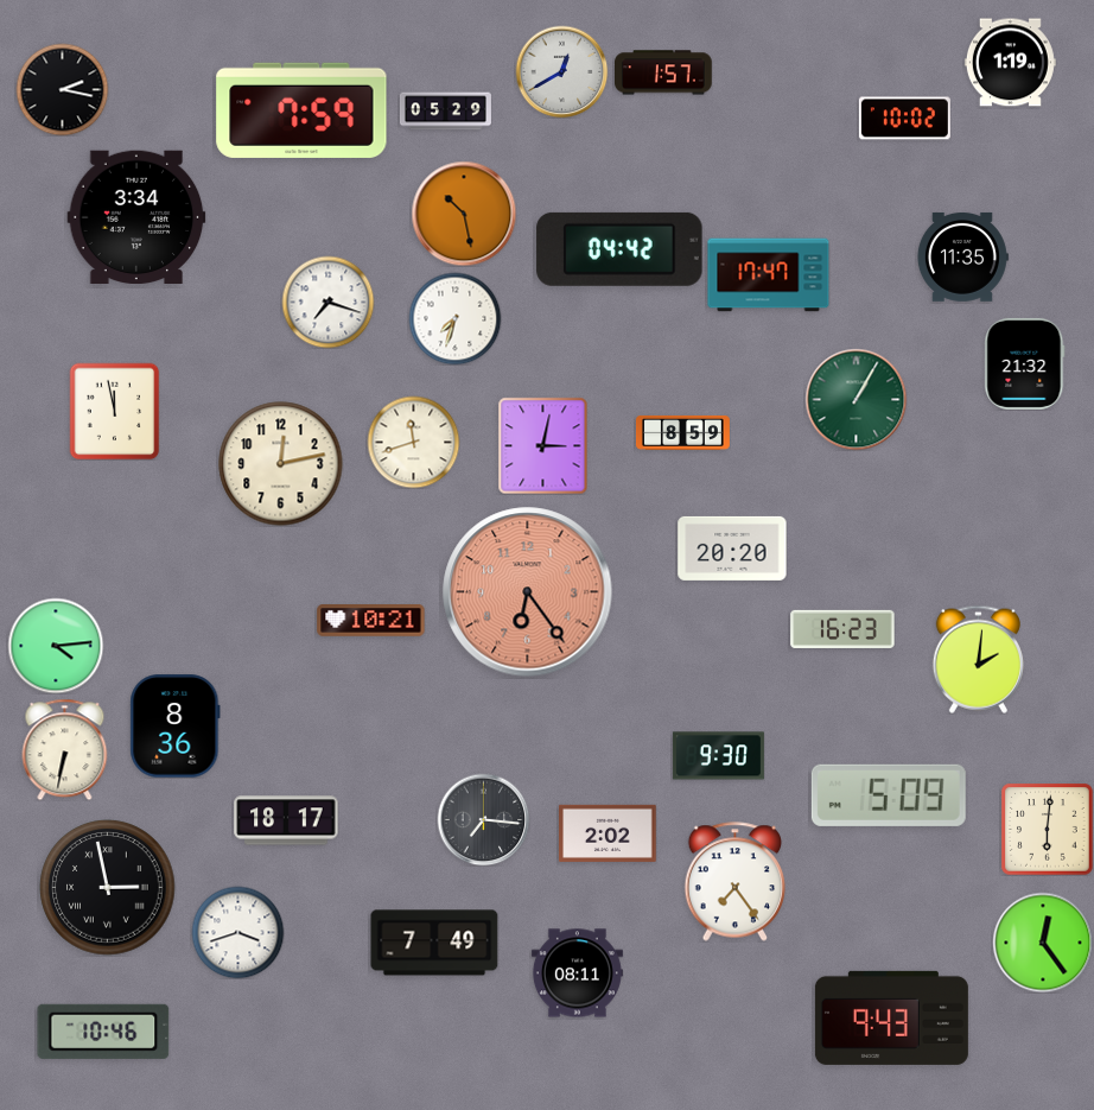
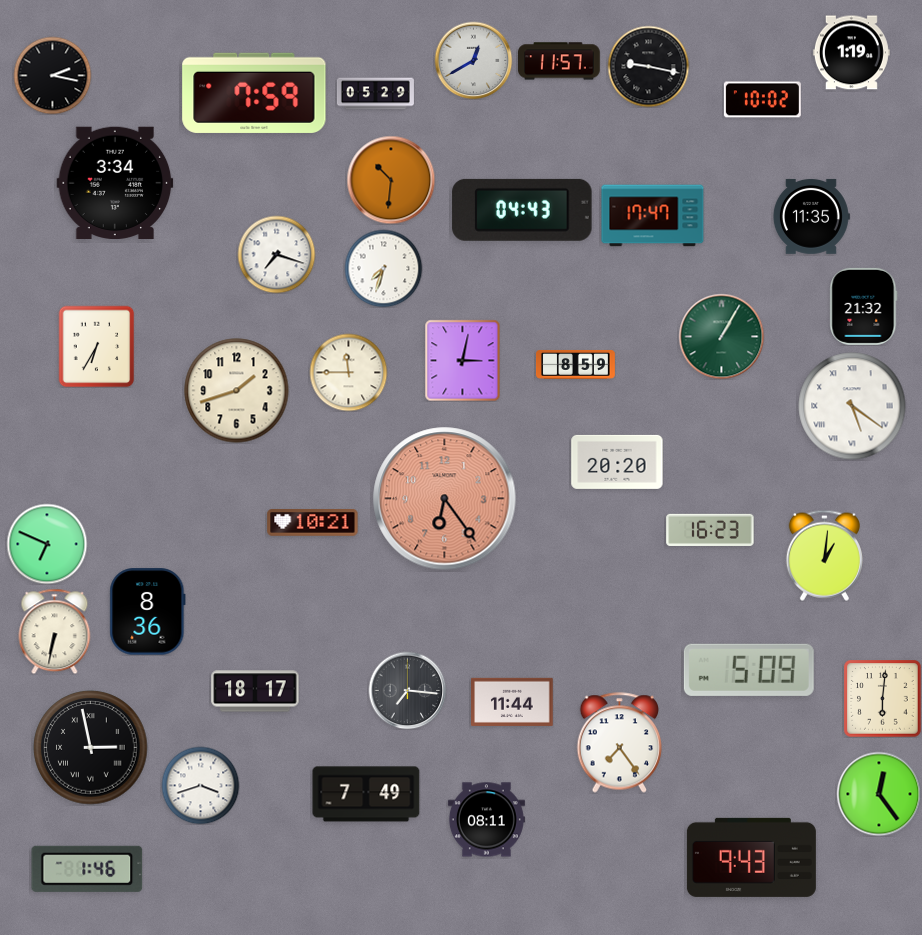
clock at (664, 72): 1:57 -> 11:57
clock at (648, 66): none -> 9:17
clock at (464, 214): 10:28 -> 10:31
clock at (619, 249): 04:42 -> 04:43
clock at (769, 275) position: (769, 275) -> (653, 216)
clock at (115, 411): 11:58 -> 6:35
clock at (413, 442): 11:42 -> 11:45
clock at (543, 445) position: (543, 445) -> (463, 360)
clock at (281, 464): 12:13 -> 1:42
clock at (852, 406): none -> 5:21
clock at (56, 646): 4:14 -> 6:49
clock at (978, 659): 2:01 -> 1:01
clock at (718, 756): 9:30 -> none
clock at (286, 820) position: (286, 820) -> (255, 691)
clock at (609, 833): 2:02 -> 11:44
clock at (103, 1032): 10:46 -> 1:46
